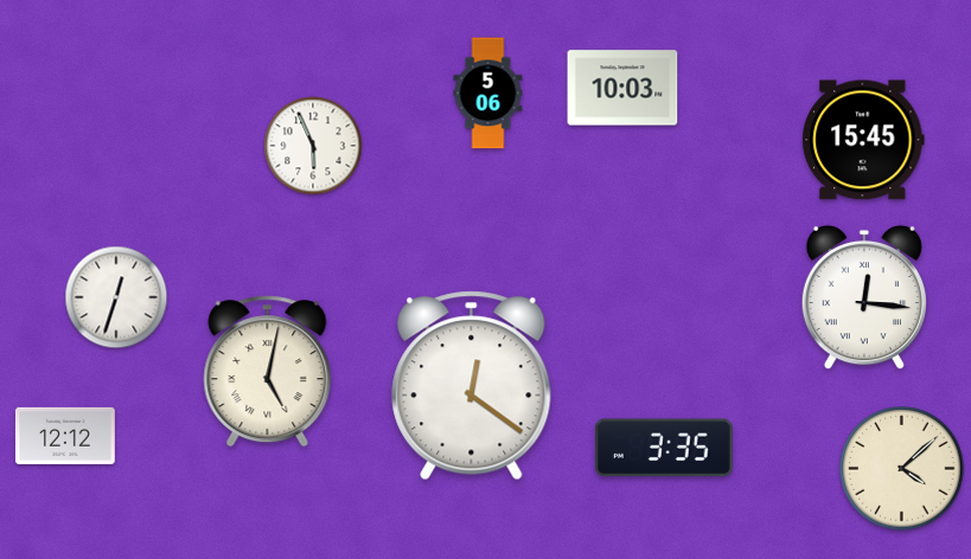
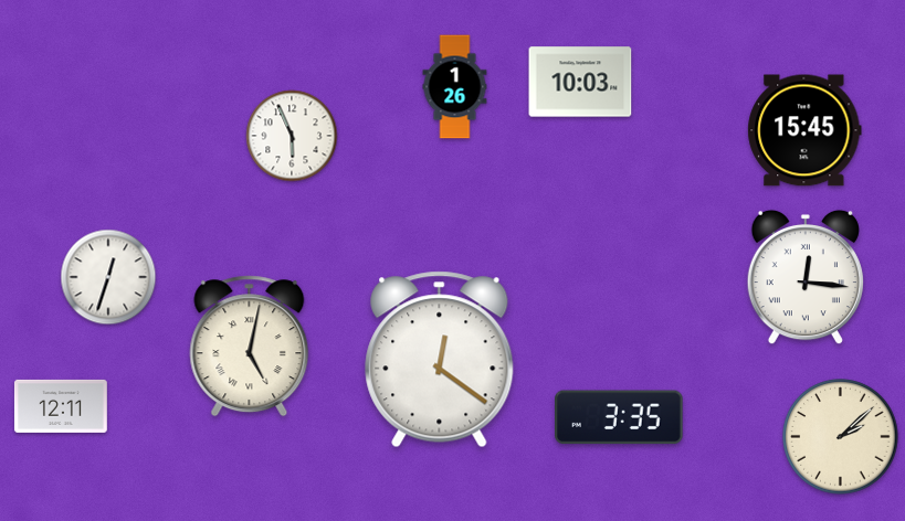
clock at (488, 94): 5:06 -> 1:26
clock at (65, 436): 12:12 -> 12:11
clock at (902, 469): 4:08 -> 2:08
